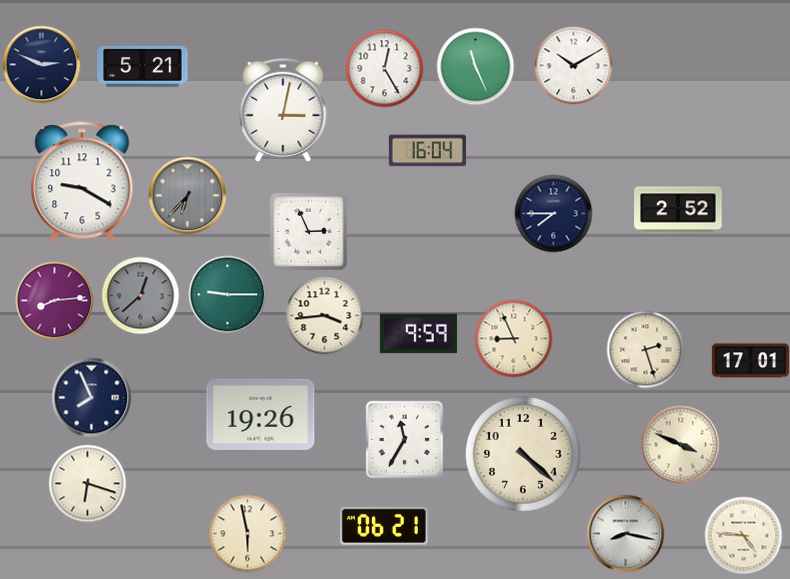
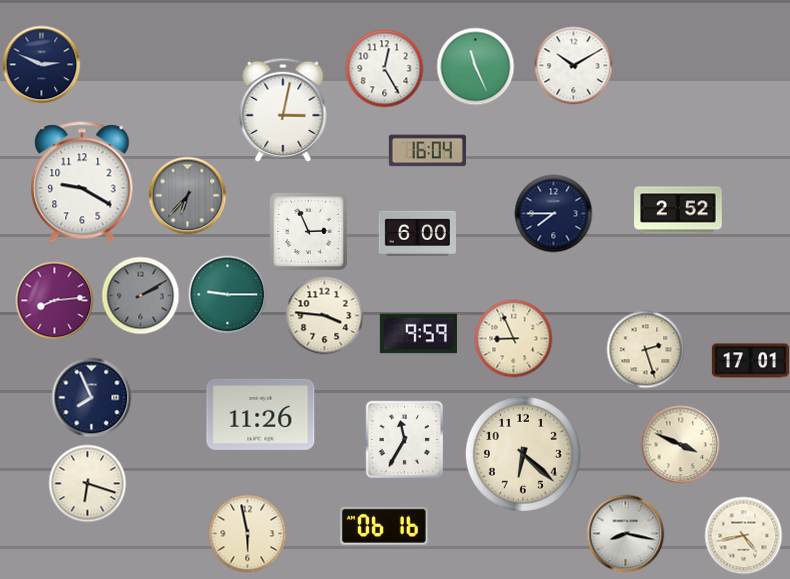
clock at (143, 66): 5:21 -> none
clock at (417, 233): none -> 6:00
clock at (140, 295): 12:38 -> 2:10
clock at (324, 315): 3:44 -> 3:46
clock at (261, 414): 19:26 -> 11:26
clock at (523, 454): 4:22 -> 6:22
clock at (385, 526): 06:21 -> 06:16
clock at (743, 535): 4:46 -> 4:43
